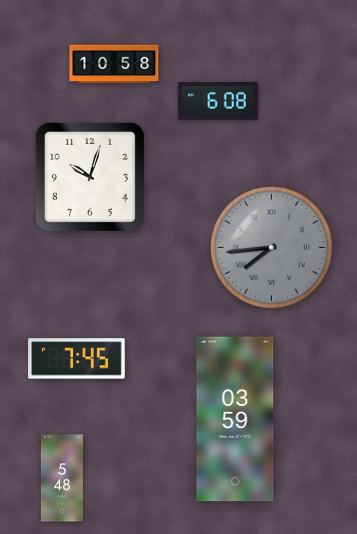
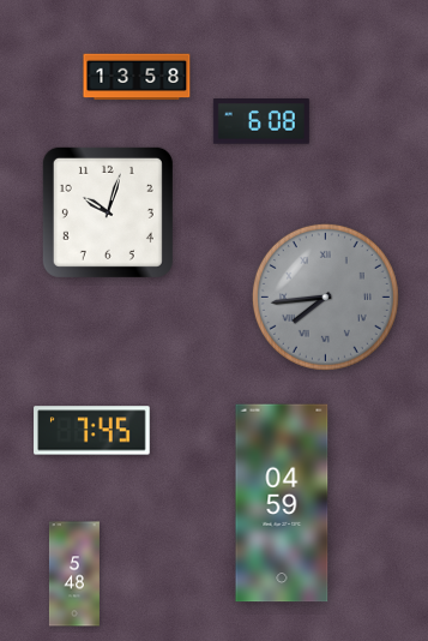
clock at (114, 64): 10:58 -> 13:58
clock at (235, 419): 03:59 -> 04:59
